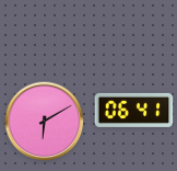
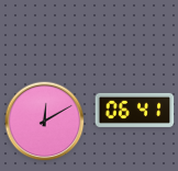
clock at (45, 122): 6:10 -> 12:10
